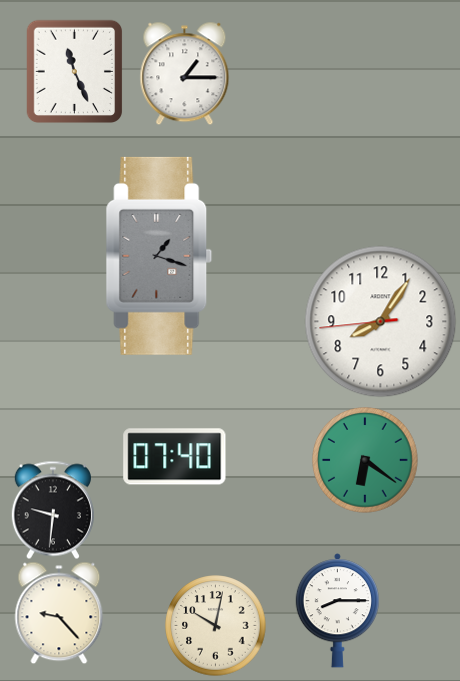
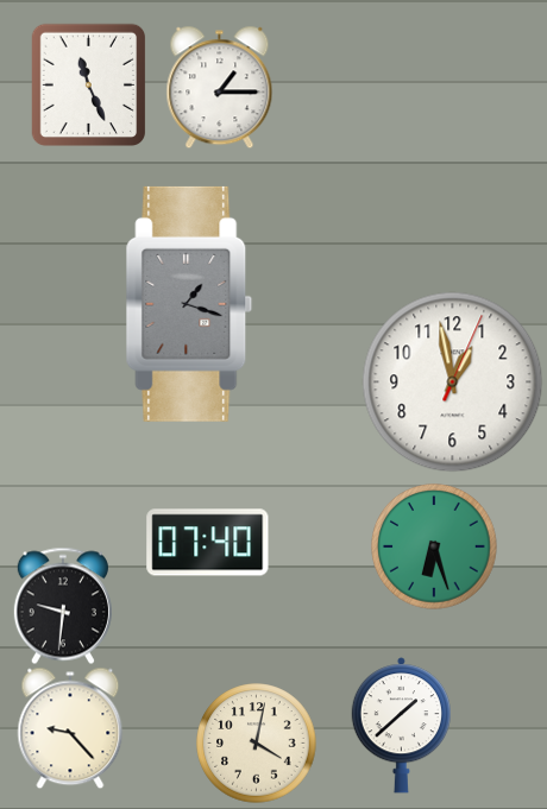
clock at (381, 322): 8:05 -> 12:58
clock at (366, 461): 6:21 -> 6:27
clock at (337, 611): 8:15 -> 1:38
clock at (216, 626): 10:02 -> 4:02
